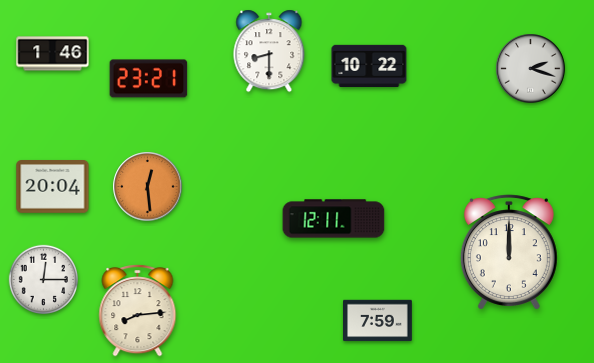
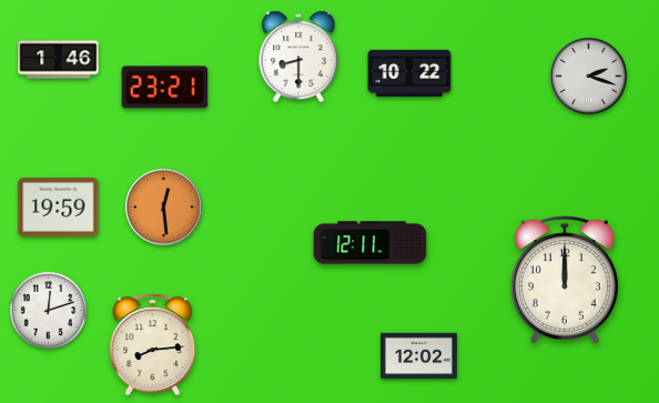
clock at (53, 187): 20:04 -> 19:59
clock at (43, 279): 12:15 -> 12:12
clock at (378, 321): 7:59 -> 12:02
